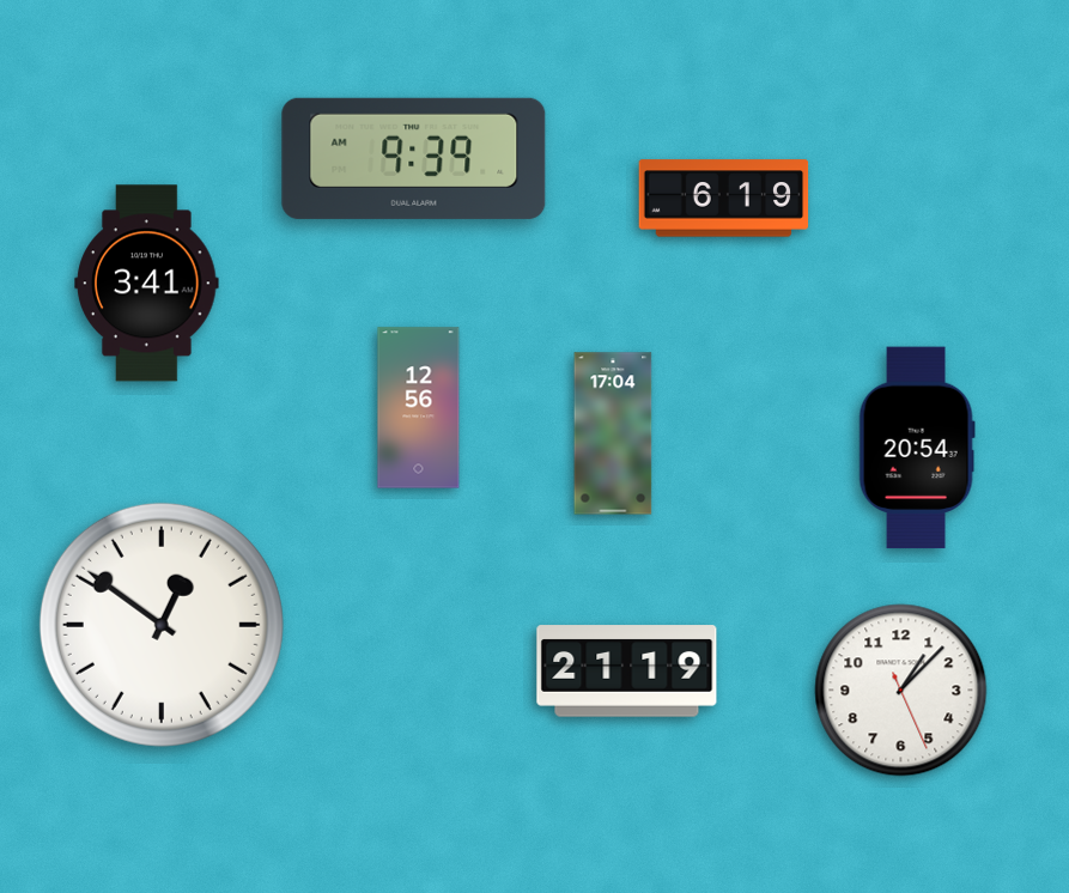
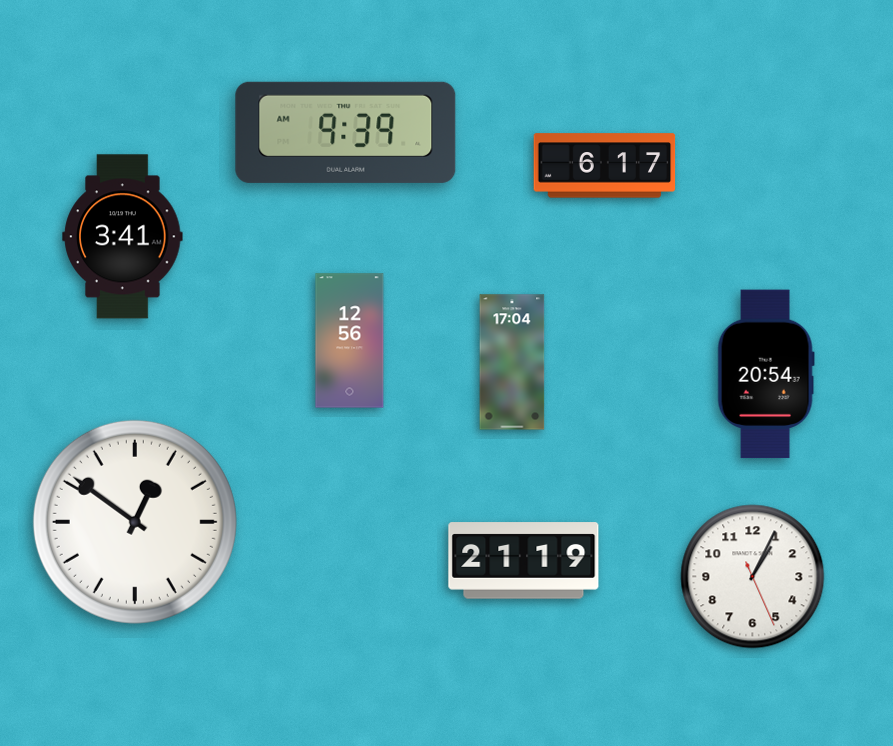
clock at (724, 199): 6:19 -> 6:17
clock at (901, 691): 1:07 -> 1:04
